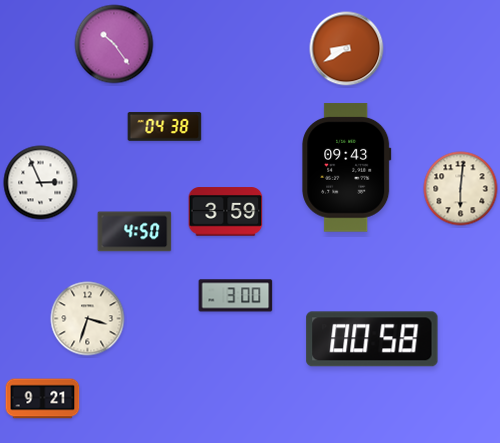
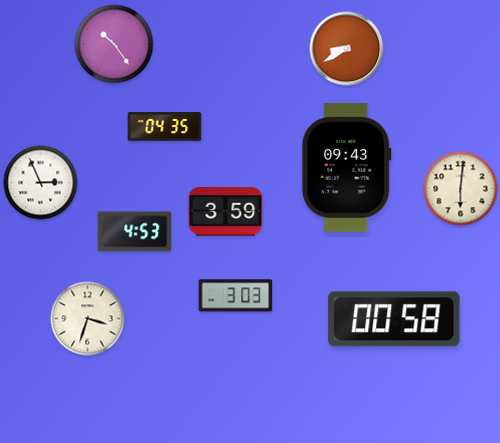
clock at (165, 127): 04:38 -> 04:35
clock at (135, 232): 4:50 -> 4:53
clock at (236, 296): 3:00 -> 3:03
clock at (372, 339) position: (372, 339) -> (394, 319)
clock at (43, 399): 9:21 -> none
